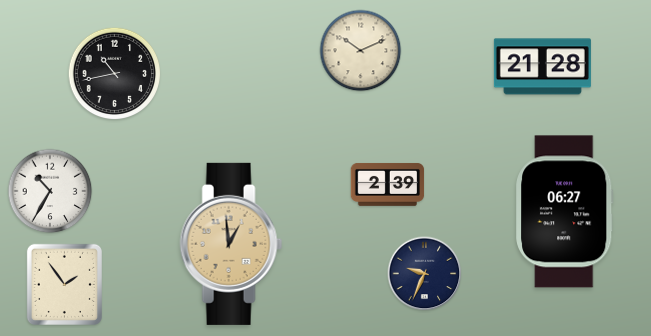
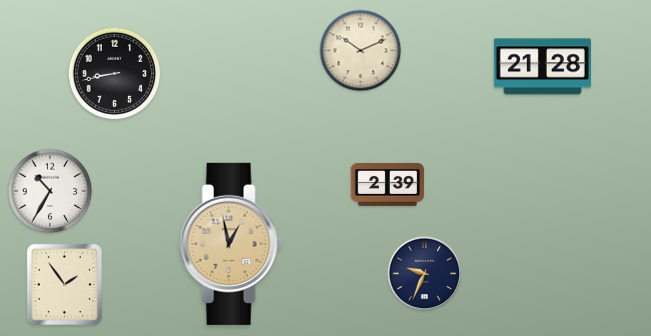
clock at (115, 74): 10:43 -> 8:43
clock at (565, 212): 06:27 -> none
clock at (231, 244): 12:59 -> 12:58
